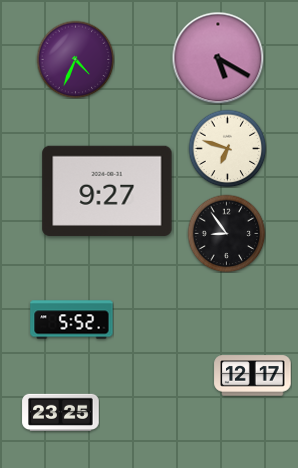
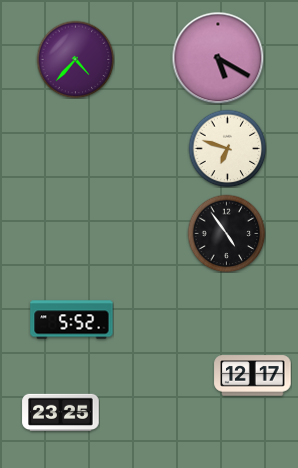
clock at (75, 59): 4:34 -> 4:37
clock at (107, 191): 9:27 -> none
clock at (226, 233): 8:54 -> 4:54
